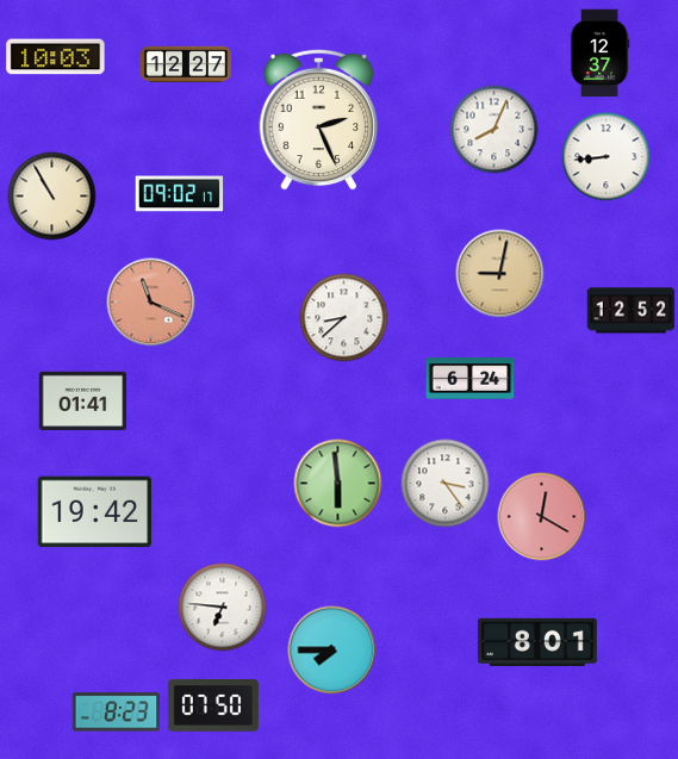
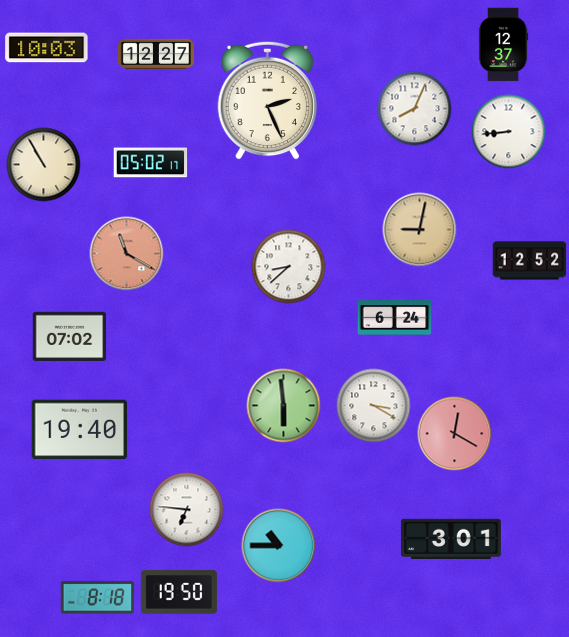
clock at (180, 194): 09:02 -> 05:02
clock at (151, 303): 11:19 -> 11:20
clock at (83, 400): 01:41 -> 07:02
clock at (446, 484): 3:24 -> 3:20
clock at (95, 512): 19:42 -> 19:40
clock at (537, 642): 8:01 -> 3:01
clock at (332, 651): 7:45 -> 10:45
clock at (213, 705): 07:50 -> 19:50
clock at (117, 713): 8:23 -> 8:18
